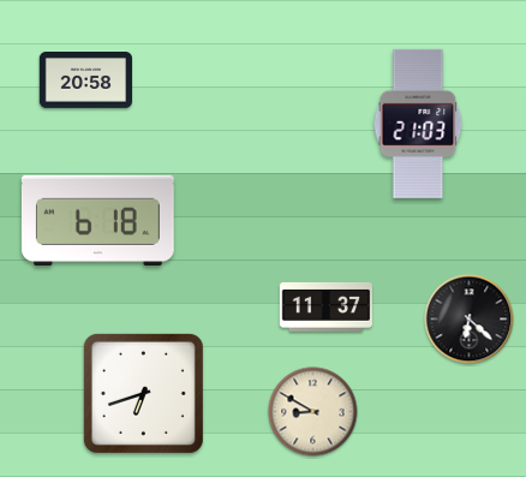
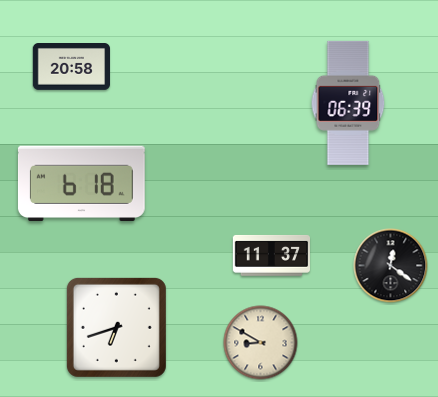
clock at (418, 124): 21:03 -> 06:39
clock at (470, 320): 6:22 -> 12:21
clock at (143, 393) position: (143, 393) -> (116, 327)
